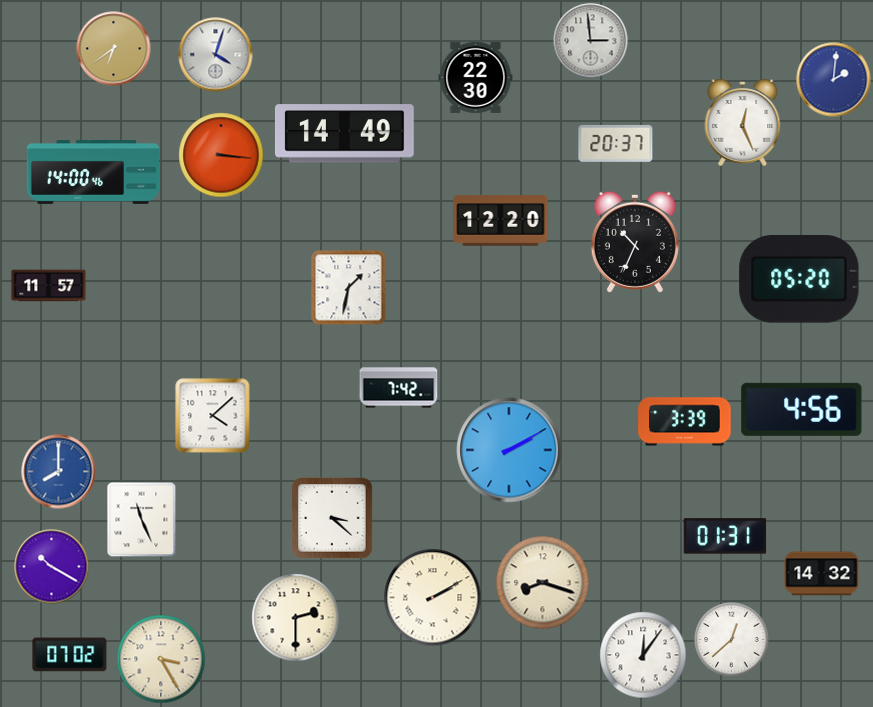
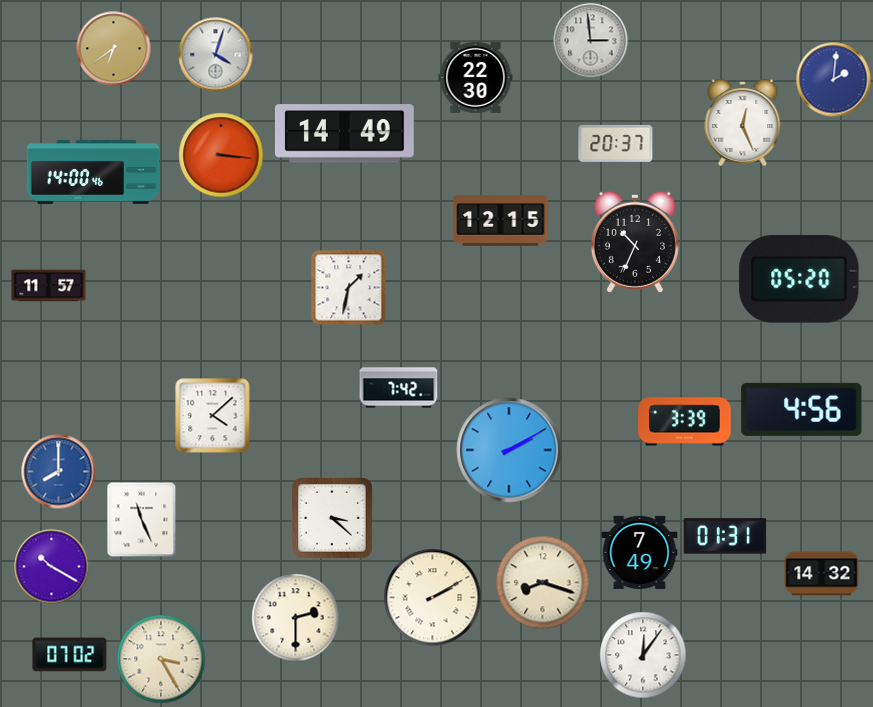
clock at (501, 221): 12:20 -> 12:15
clock at (640, 552): none -> 7:49
clock at (732, 640): 12:38 -> none
